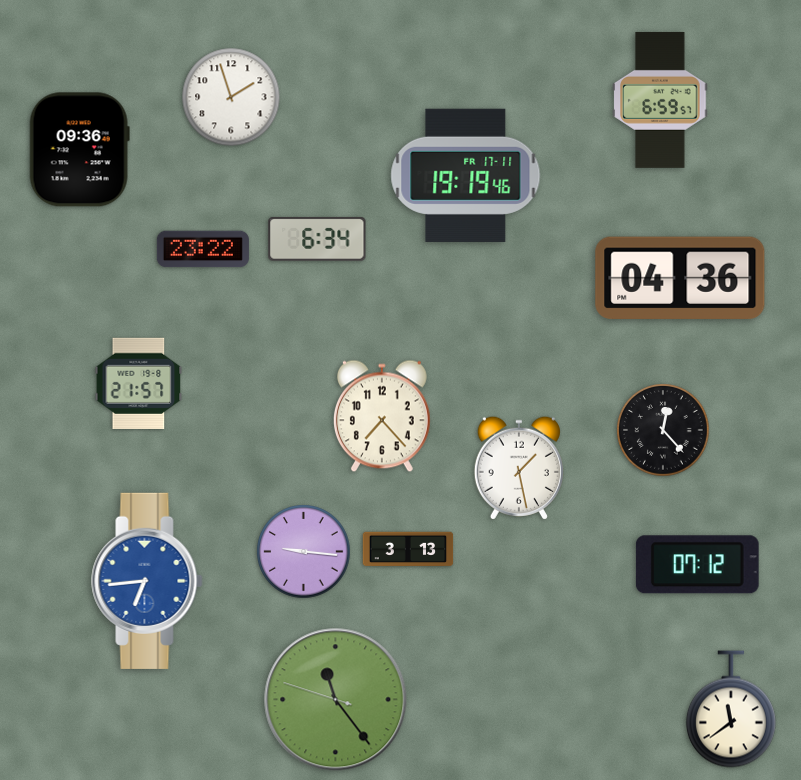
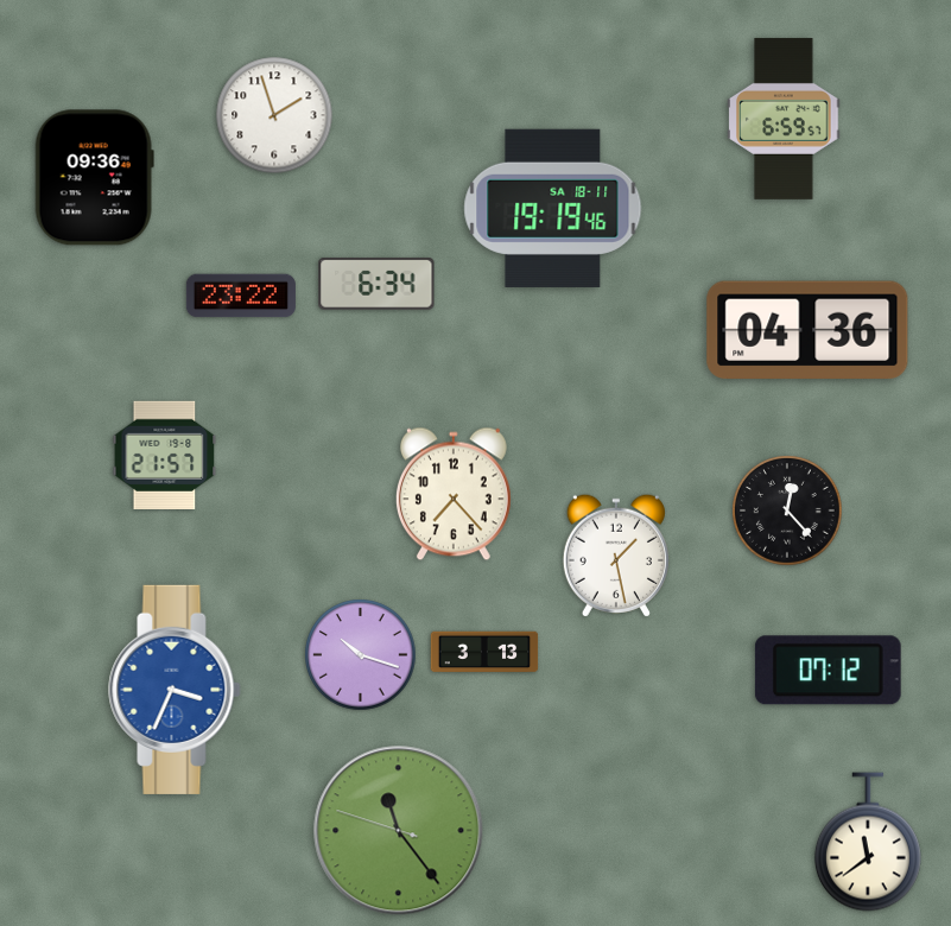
clock at (466, 175) date: FR 17-11 -> SA 18-11
clock at (304, 552): 9:16 -> 10:18
clock at (147, 581): 6:44 -> 3:34
